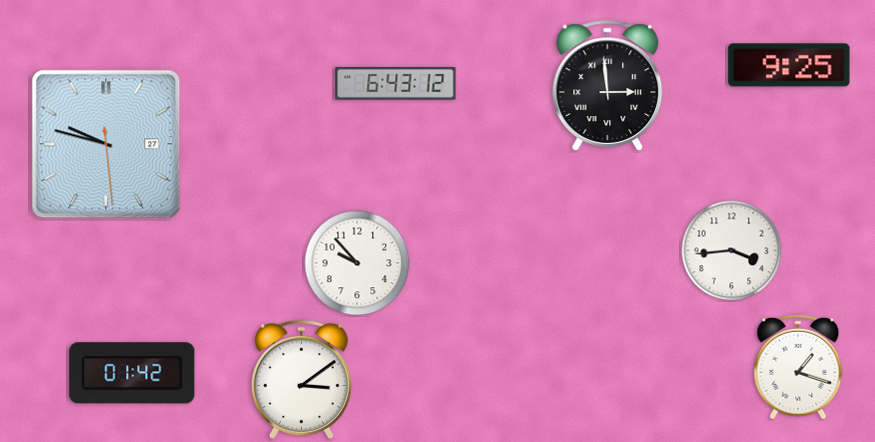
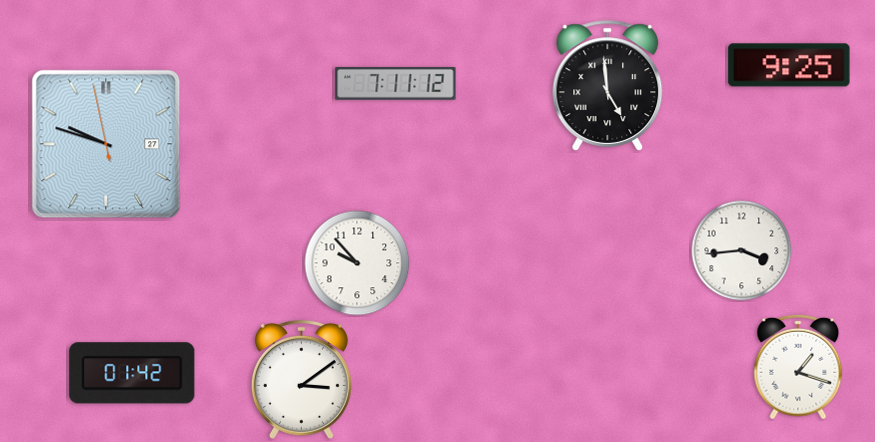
clock at (396, 83): 6:43 -> 7:11
clock at (608, 86): 2:59 -> 4:59
clock at (106, 144): 9:47:29 -> 9:47:58
clock at (732, 251) position: (732, 251) -> (742, 251)
